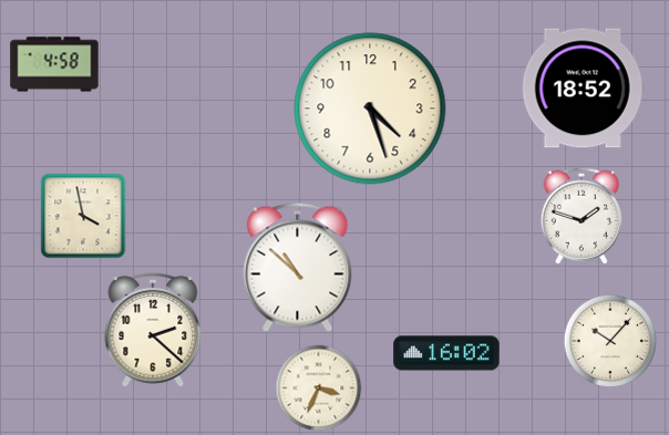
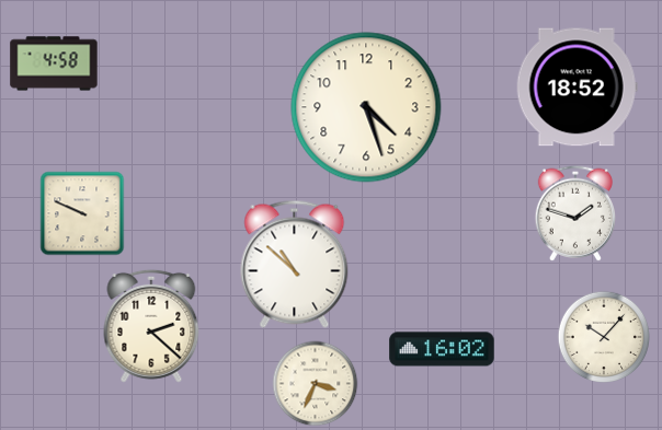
clock at (83, 216): 3:58 -> 9:49
